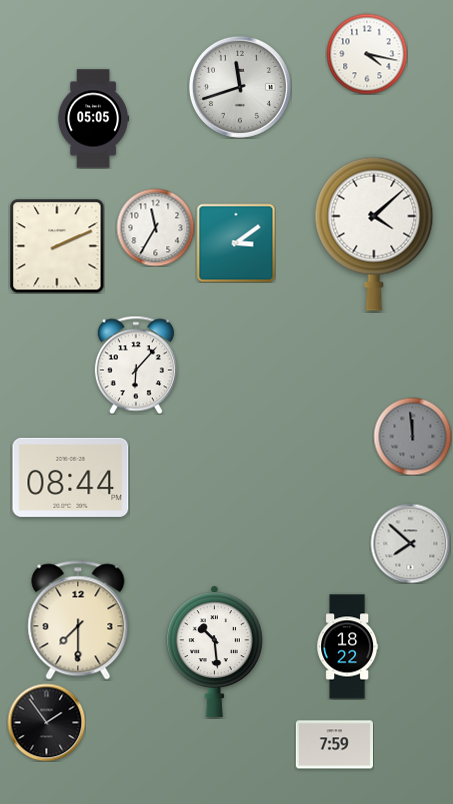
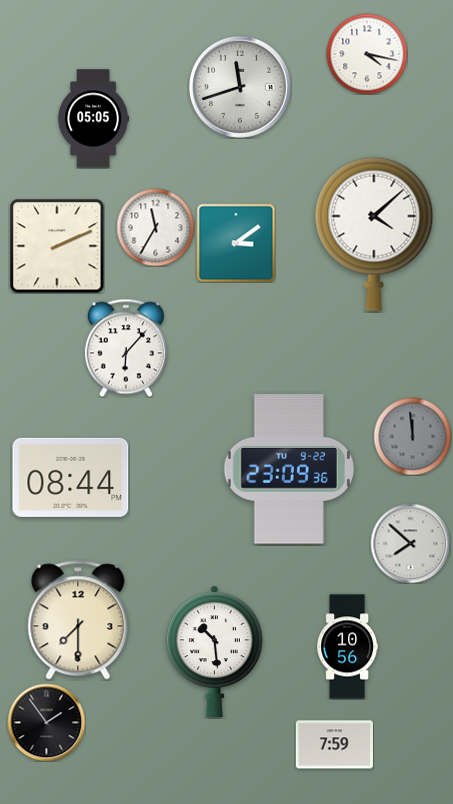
clock at (136, 365) position: (136, 365) -> (126, 348)
clock at (289, 469): none -> 23:09
clock at (348, 647): 18:22 -> 10:56
